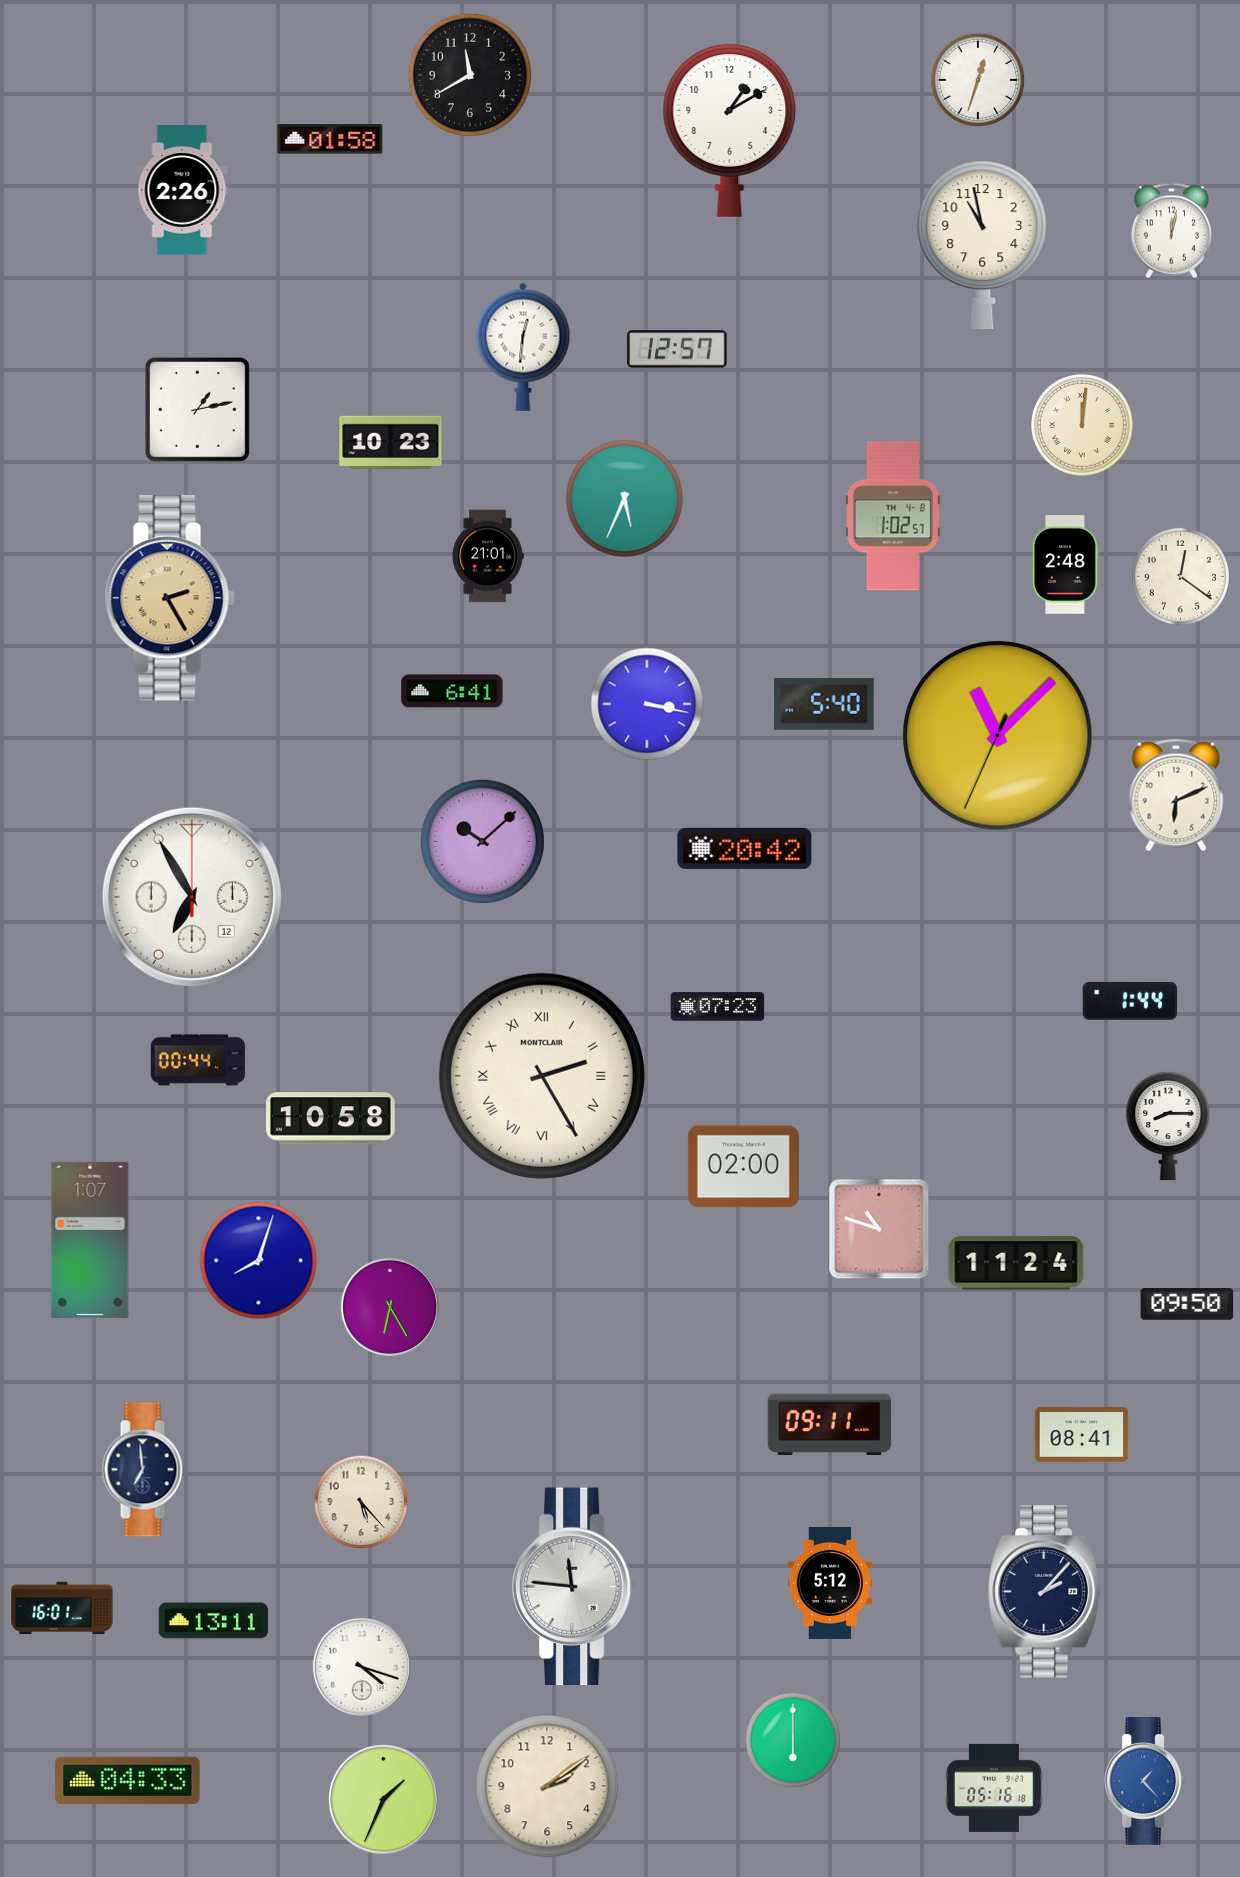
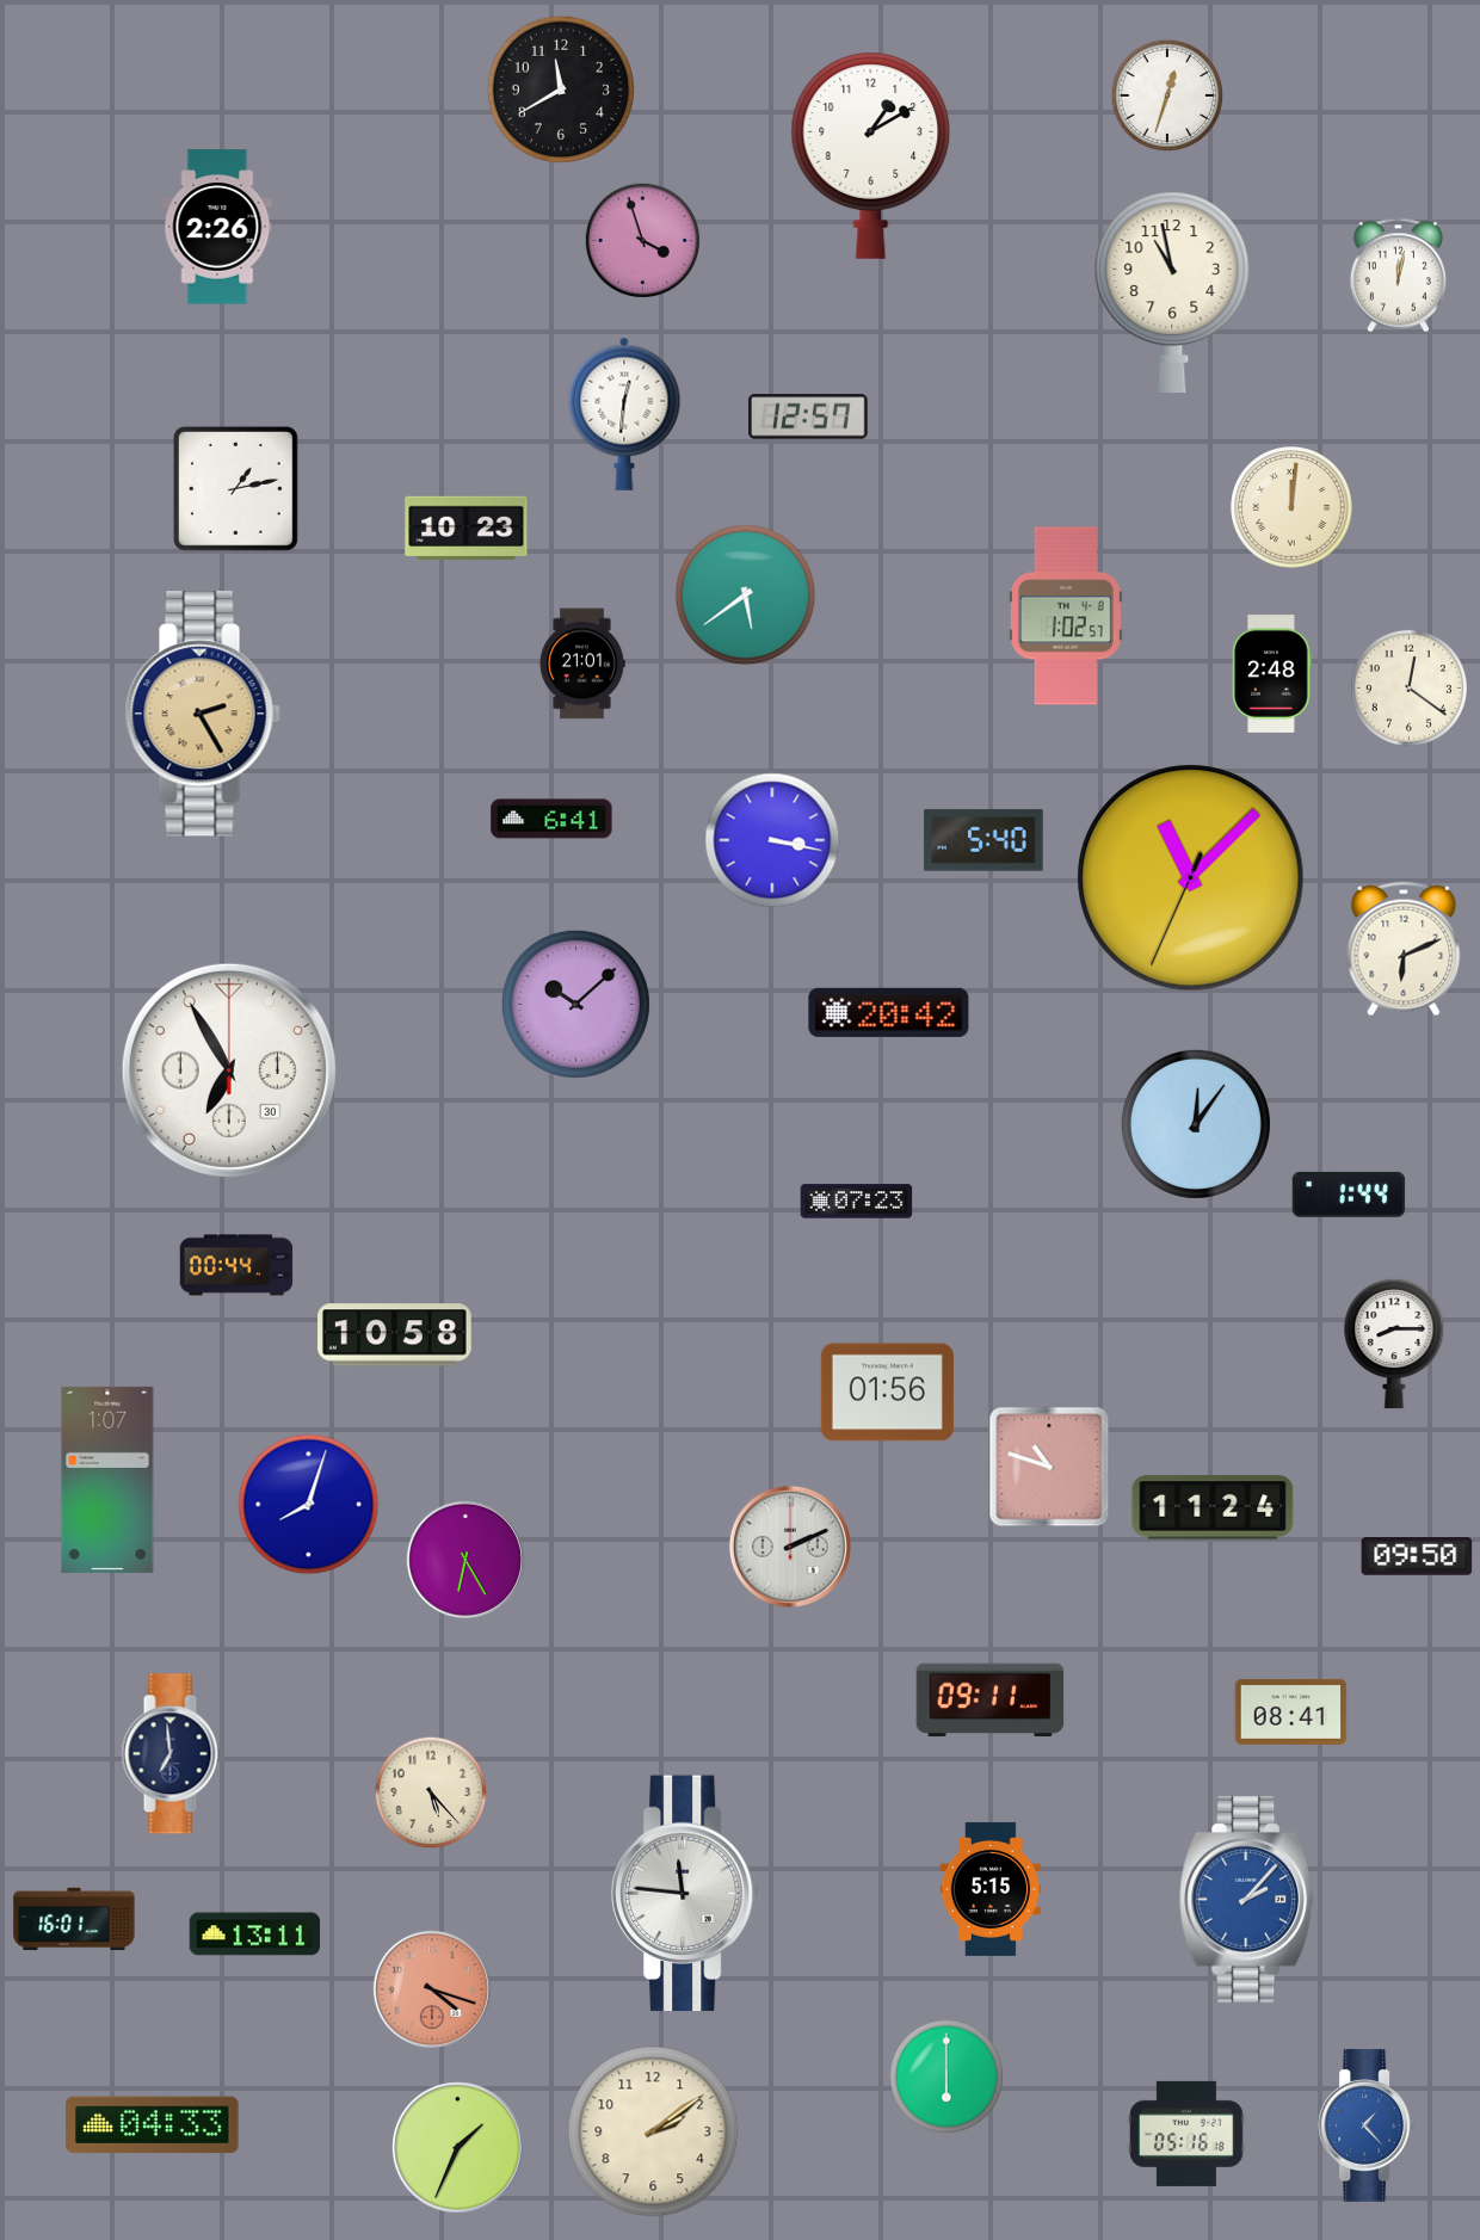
clock at (330, 139): 01:58 -> none
clock at (642, 240): none -> 3:57
clock at (625, 499): 5:34 -> 5:39
clock at (452, 691) position: (452, 691) -> (551, 819)
clock at (192, 897) date: 12 -> 30
clock at (1196, 1124): none -> 12:06
clock at (542, 1076): 2:25 -> none
clock at (743, 1167): 02:00 -> 01:56
clock at (790, 1547): none -> 2:11
clock at (830, 1583): 5:12 -> 5:15
clock at (1045, 1591) dial: navy -> blue
clock at (362, 1667) dial: white -> salmon
